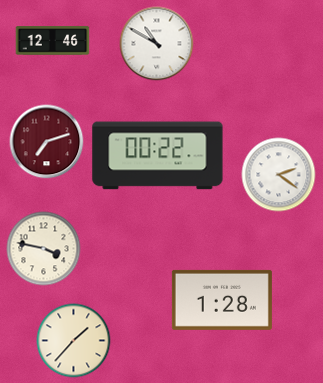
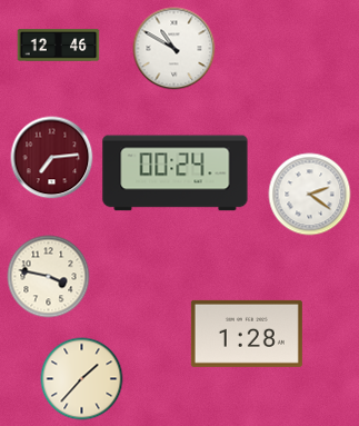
clock at (47, 142): 7:12 -> 7:14
clock at (158, 156): 00:22 -> 00:24
